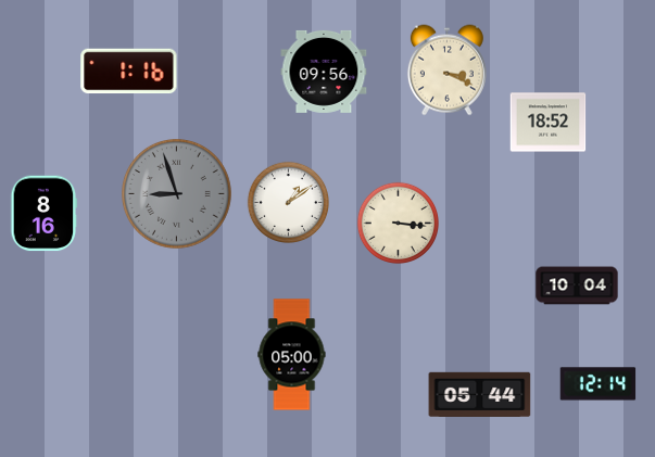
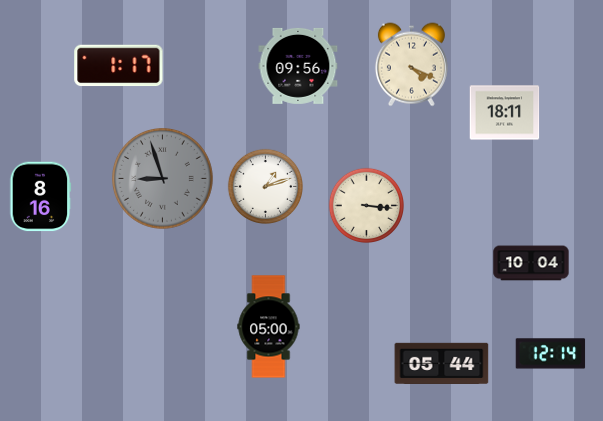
clock at (446, 71): 3:19 -> 4:19
clock at (129, 72): 1:16 -> 1:17
clock at (549, 123): 18:52 -> 18:11
clock at (288, 202): 1:09 -> 1:12
